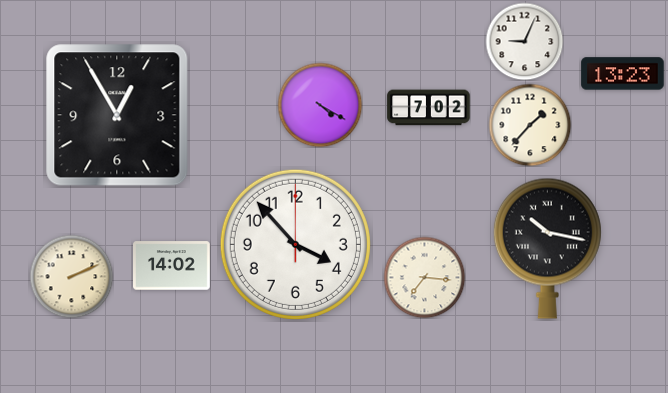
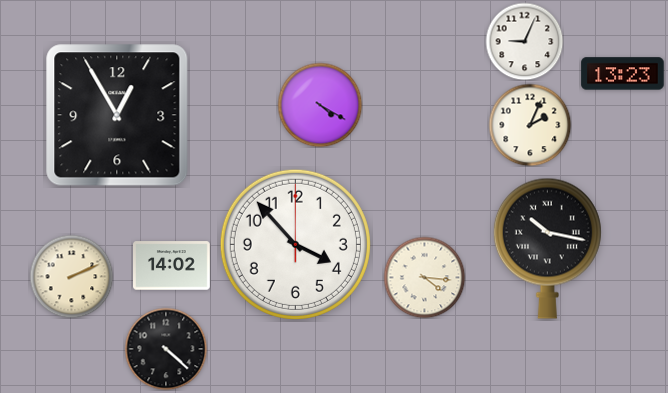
clock at (429, 108): 7:02 -> none
clock at (530, 125): 1:37 -> 2:04
clock at (424, 277): 7:16 -> 4:16
clock at (166, 349): none -> 4:22
